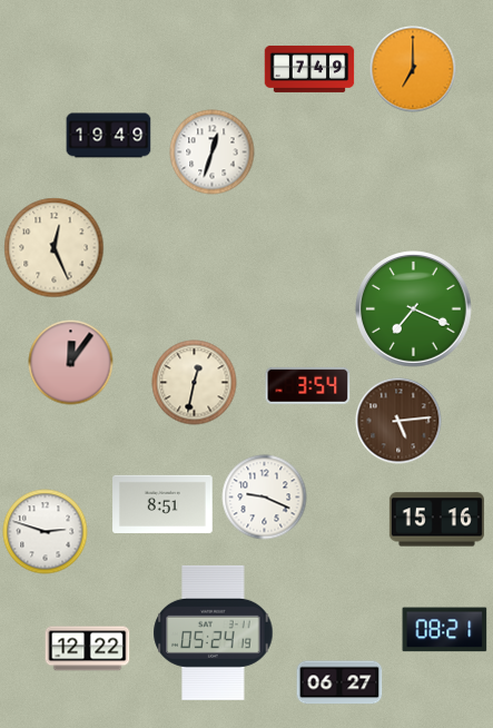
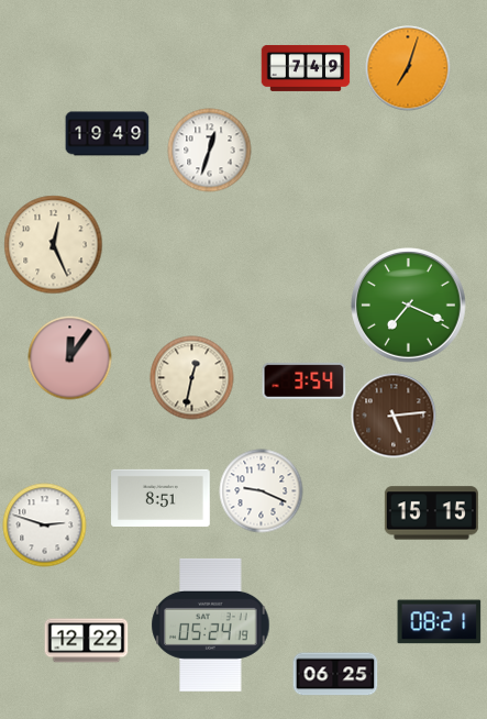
clock at (413, 69): 7:00 -> 7:03
clock at (436, 520): 15:16 -> 15:15
clock at (339, 682): 06:27 -> 06:25
